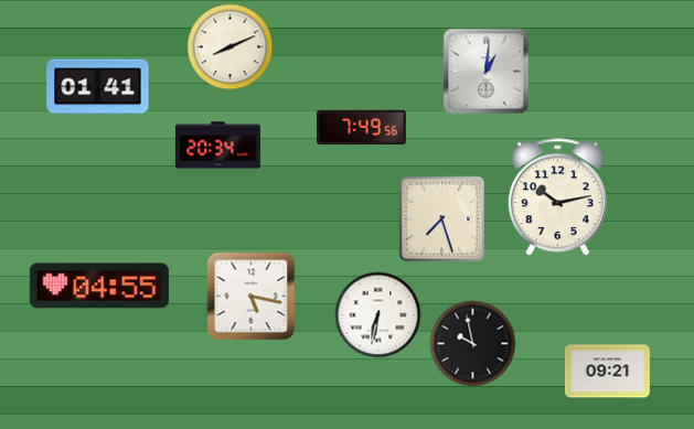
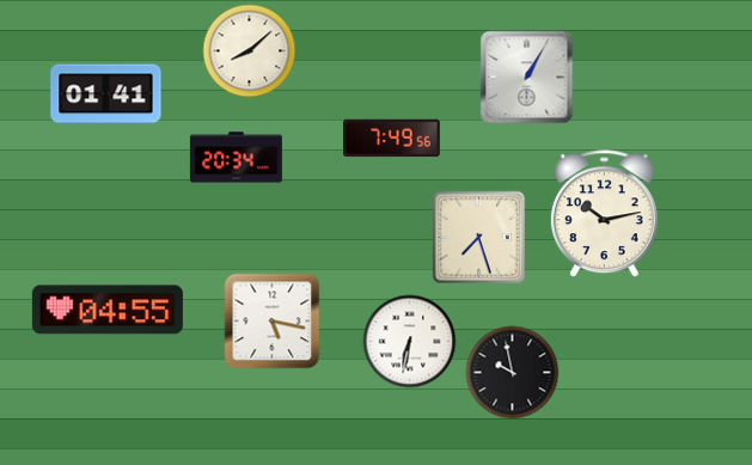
clock at (229, 46): 8:11 -> 8:08
clock at (485, 71): 1:01 -> 1:05
clock at (607, 372): 09:21 -> none
